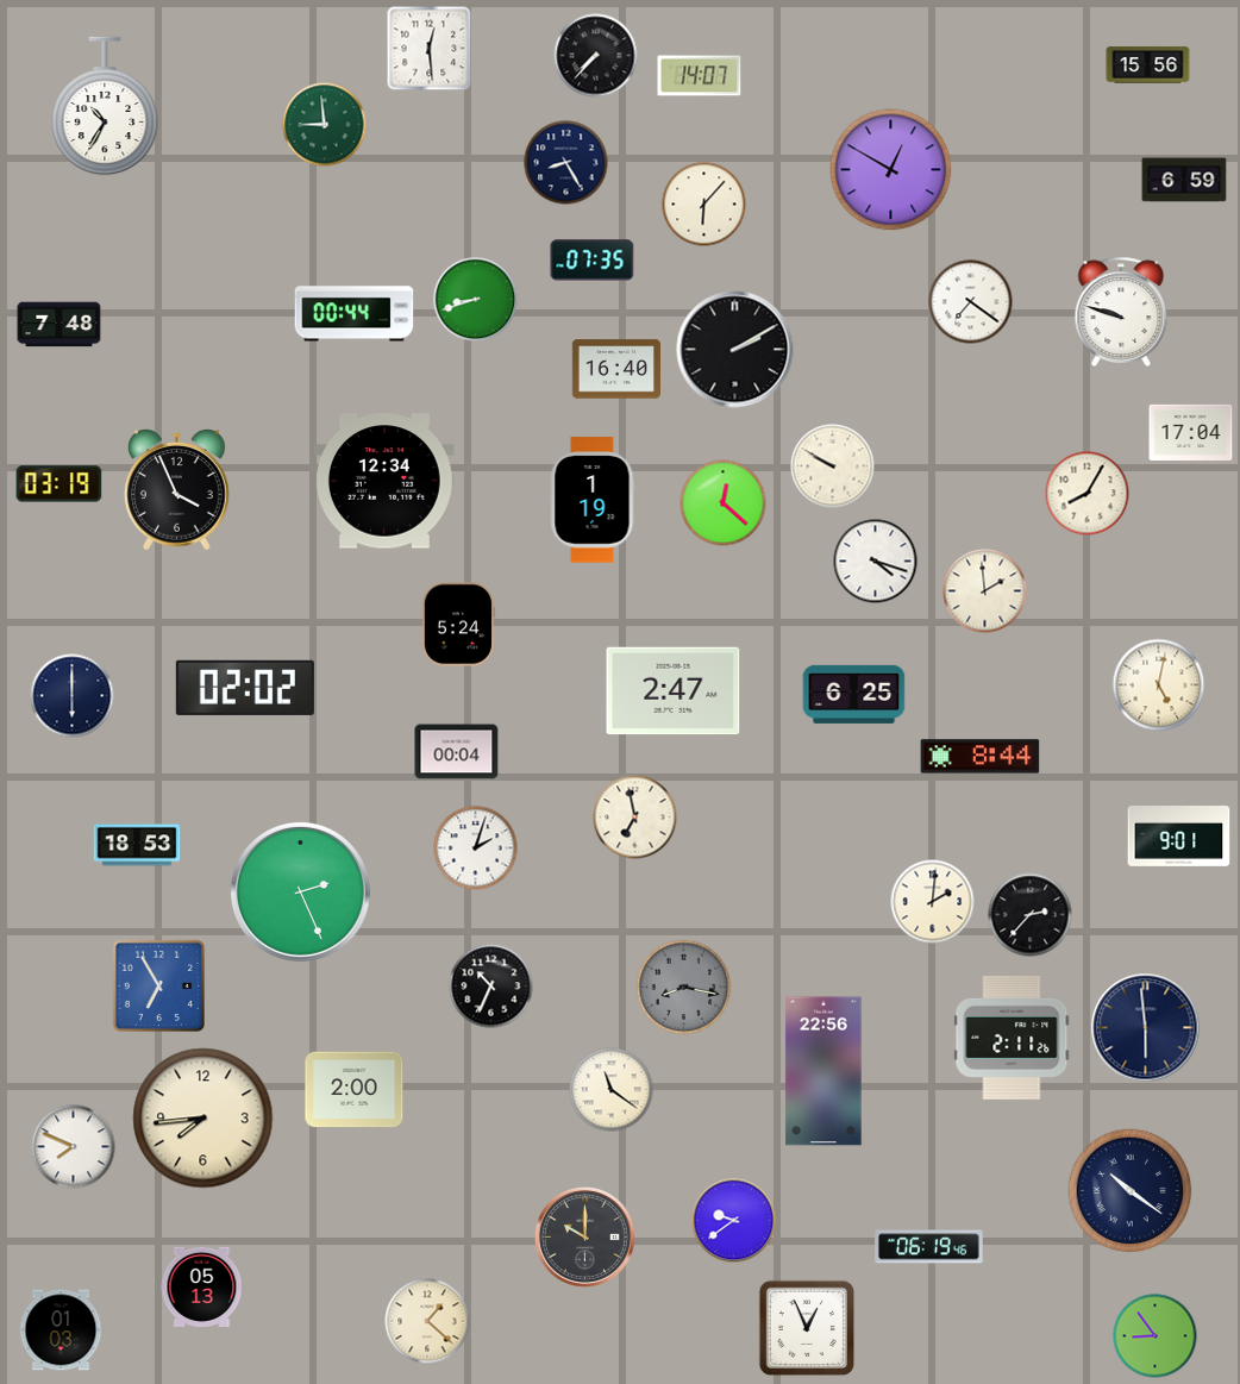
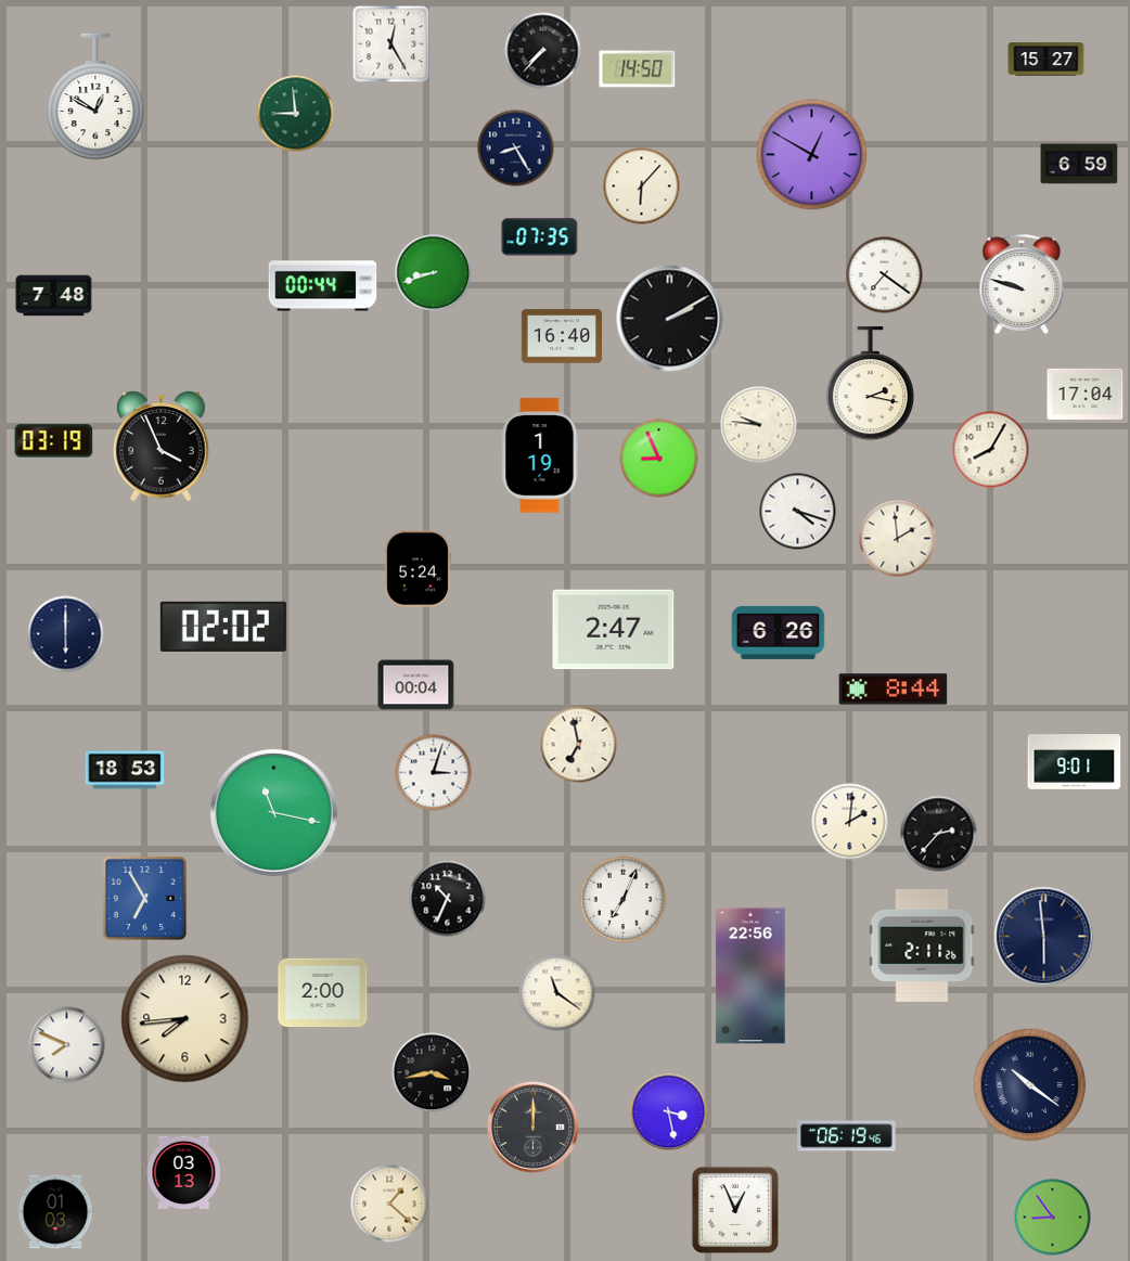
clock at (430, 49): 12:29 -> 12:25
clock at (1148, 65): 15:56 -> 15:27
clock at (700, 76): 14:07 -> 14:50
clock at (105, 106): 10:35 -> 12:50
clock at (870, 384): none -> 2:17
clock at (833, 466): 9:50 -> 9:46
clock at (384, 481): 12:34 -> none
clock at (724, 503): 12:22 -> 8:56
clock at (1159, 685): 5:02 -> none
clock at (854, 694): 6:25 -> 6:26
clock at (476, 848): 2:03 -> 3:03
clock at (300, 891): 2:26 -> 11:17
clock at (684, 988): 8:17 -> 7:04
clock at (684, 988) dial: grey -> white
clock at (432, 1072): none -> 3:43
clock at (734, 1221): 9:39 -> 3:28
clock at (584, 1236): 10:00 -> 12:00
clock at (202, 1286): 05:13 -> 03:13
